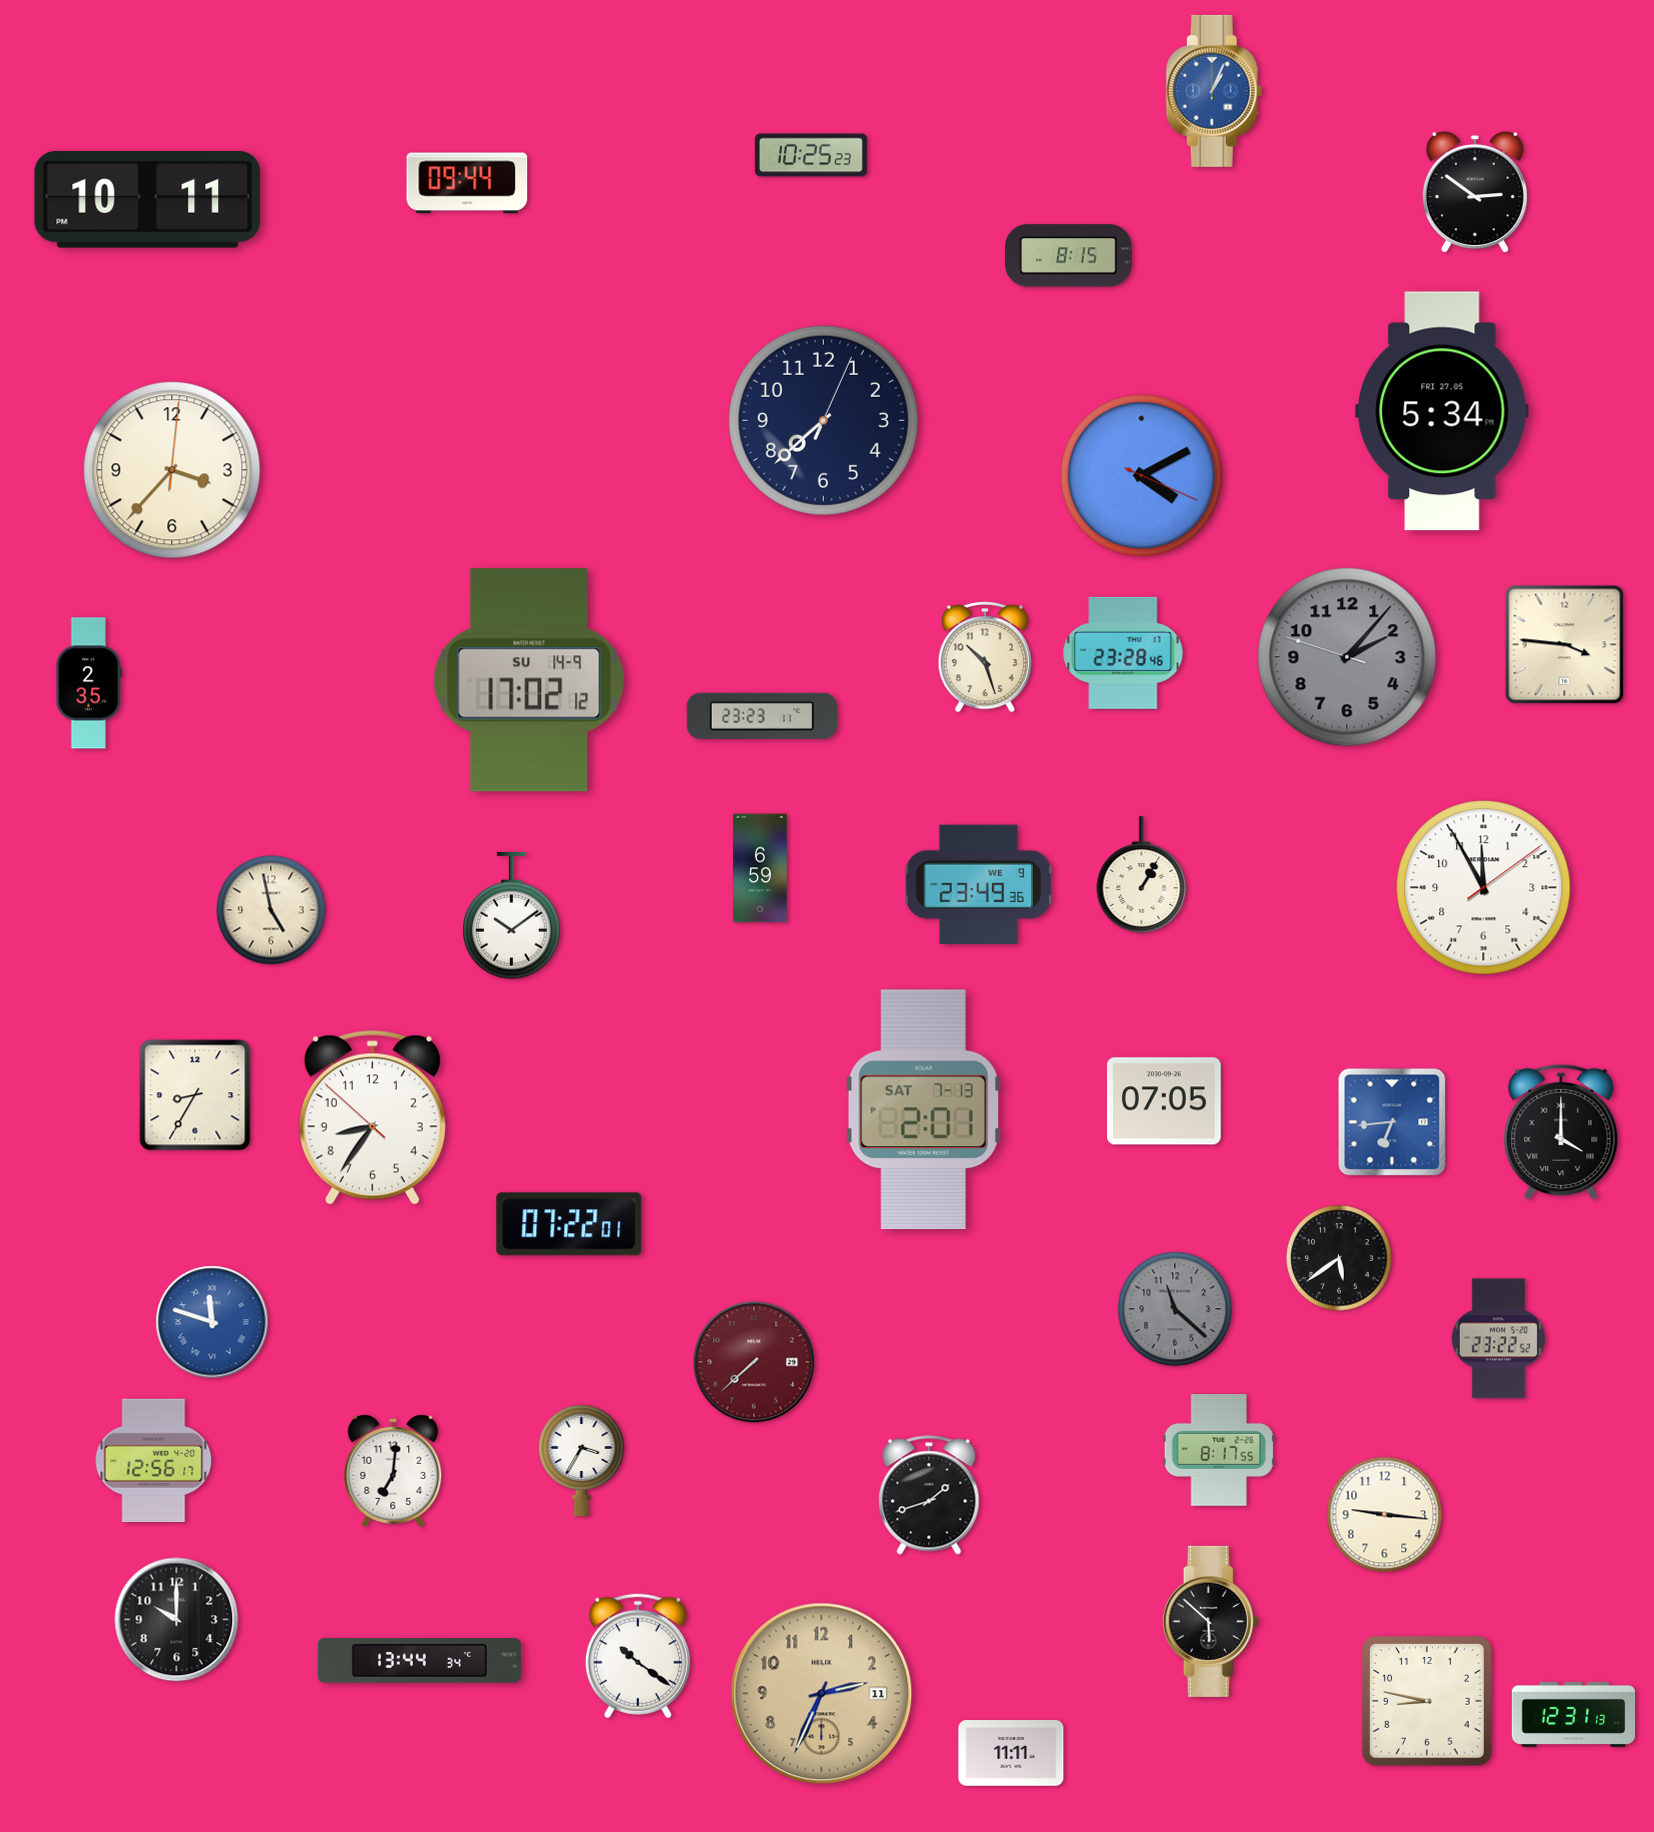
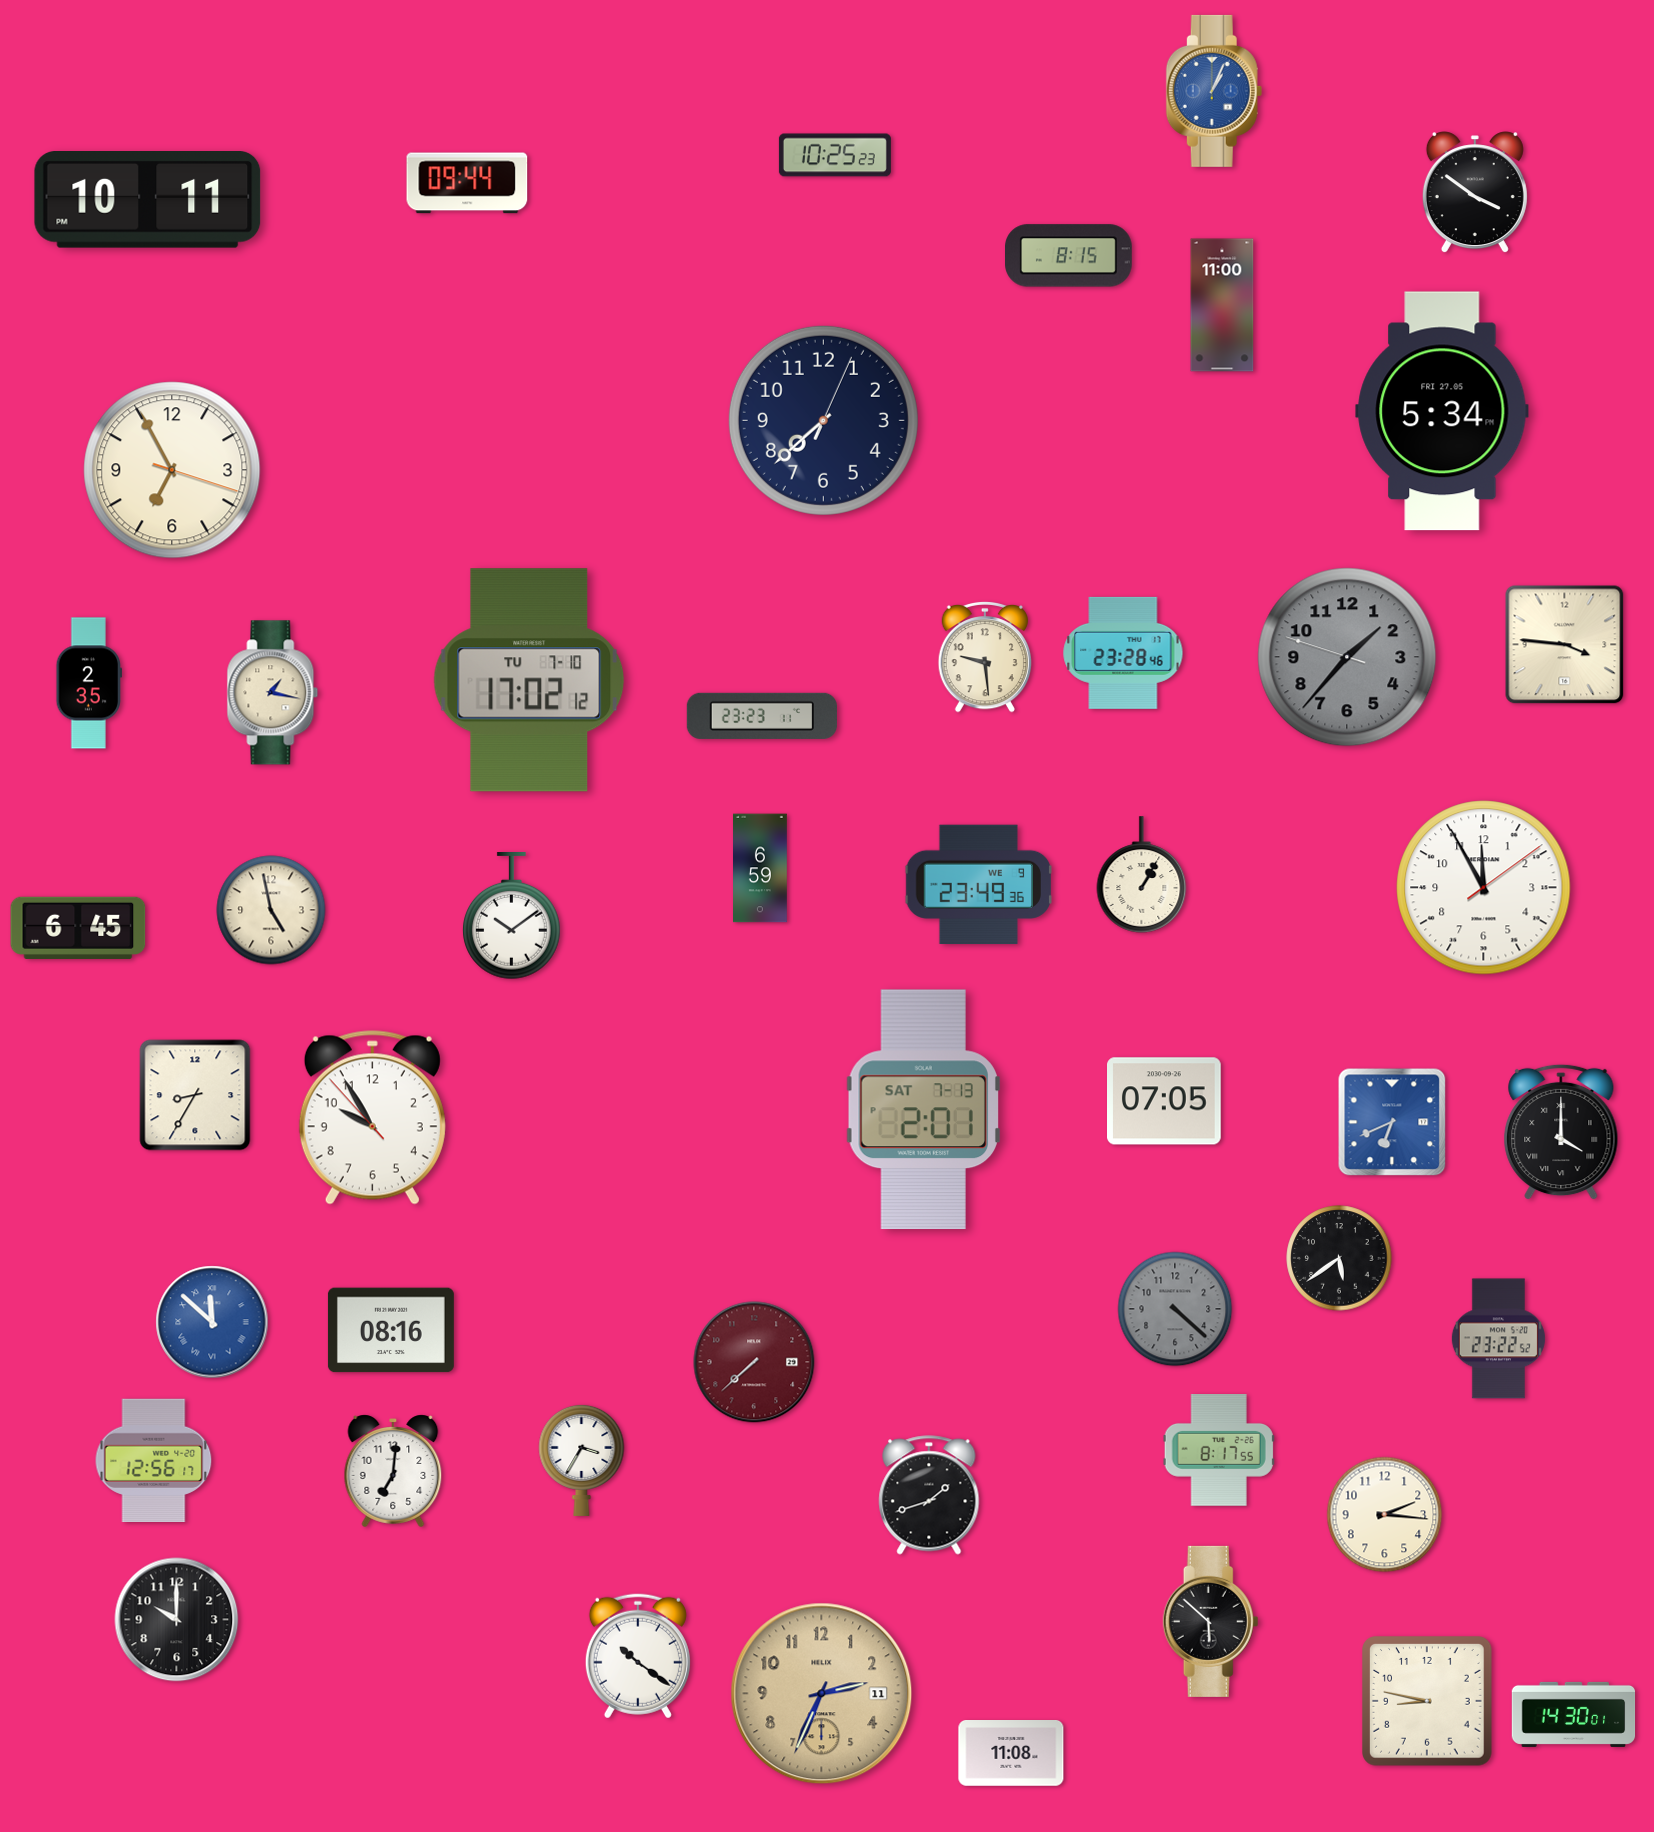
clock at (811, 155) position: (811, 155) -> (835, 155)
clock at (1475, 193): 2:51 -> 3:51
clock at (1222, 305): none -> 11:00
clock at (172, 470): 3:37 -> 6:55
clock at (1142, 476): 4:10 -> none
clock at (984, 657): 10:27 -> 9:29
clock at (1347, 657): 2:06 -> 1:36
clock at (529, 680) date: SU 14-9 -> TU 7-10
clock at (273, 693): none -> 1:17
clock at (78, 928): none -> 6:45
clock at (372, 1118): 8:35 -> 9:54
clock at (1392, 1122): 6:44 -> 6:41
clock at (569, 1224): 07:22 -> none
clock at (1175, 1309): 11:22 -> 4:22
clock at (212, 1322): 11:48 -> 11:52
clock at (391, 1330): none -> 08:16
clock at (1385, 1515): 9:16 -> 2:16
clock at (419, 1661): 13:44 -> none
clock at (1574, 1714): 12:31 -> 14:30
clock at (1011, 1754): 11:11 -> 11:08
